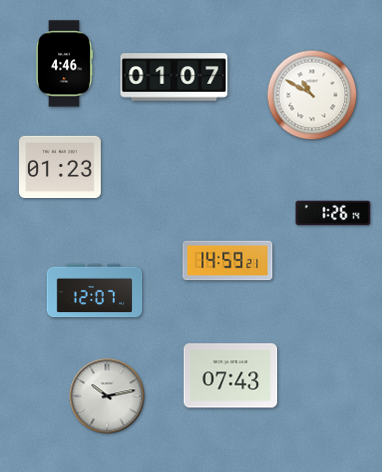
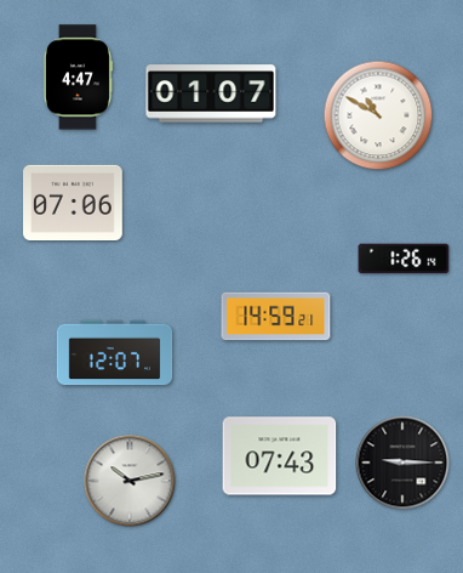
clock at (64, 64): 4:46 -> 4:47
clock at (61, 166): 01:23 -> 07:06
clock at (402, 463): none -> 9:15
